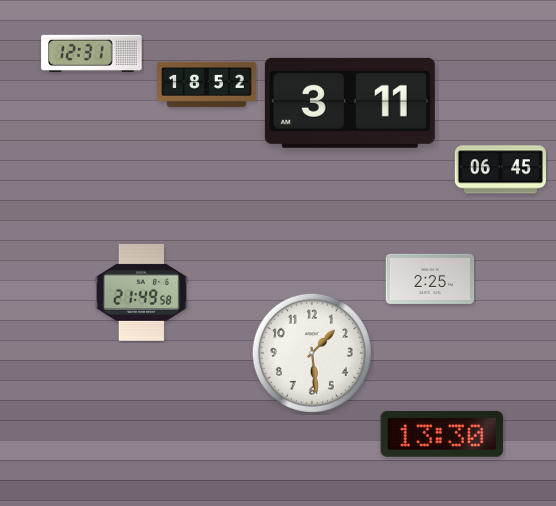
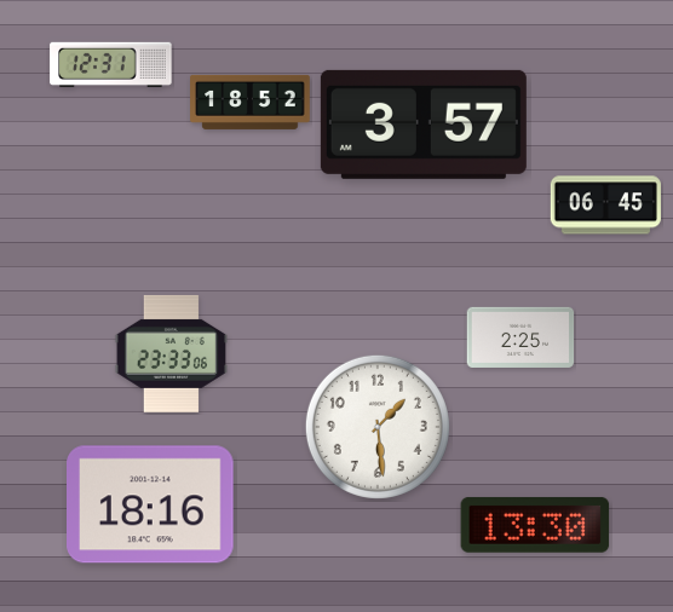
clock at (350, 103): 3:11 -> 3:57
clock at (141, 292): 21:49 -> 23:33
clock at (151, 504): none -> 18:16
